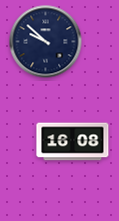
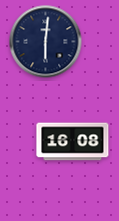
clock at (46, 42): 9:52 -> 6:01
